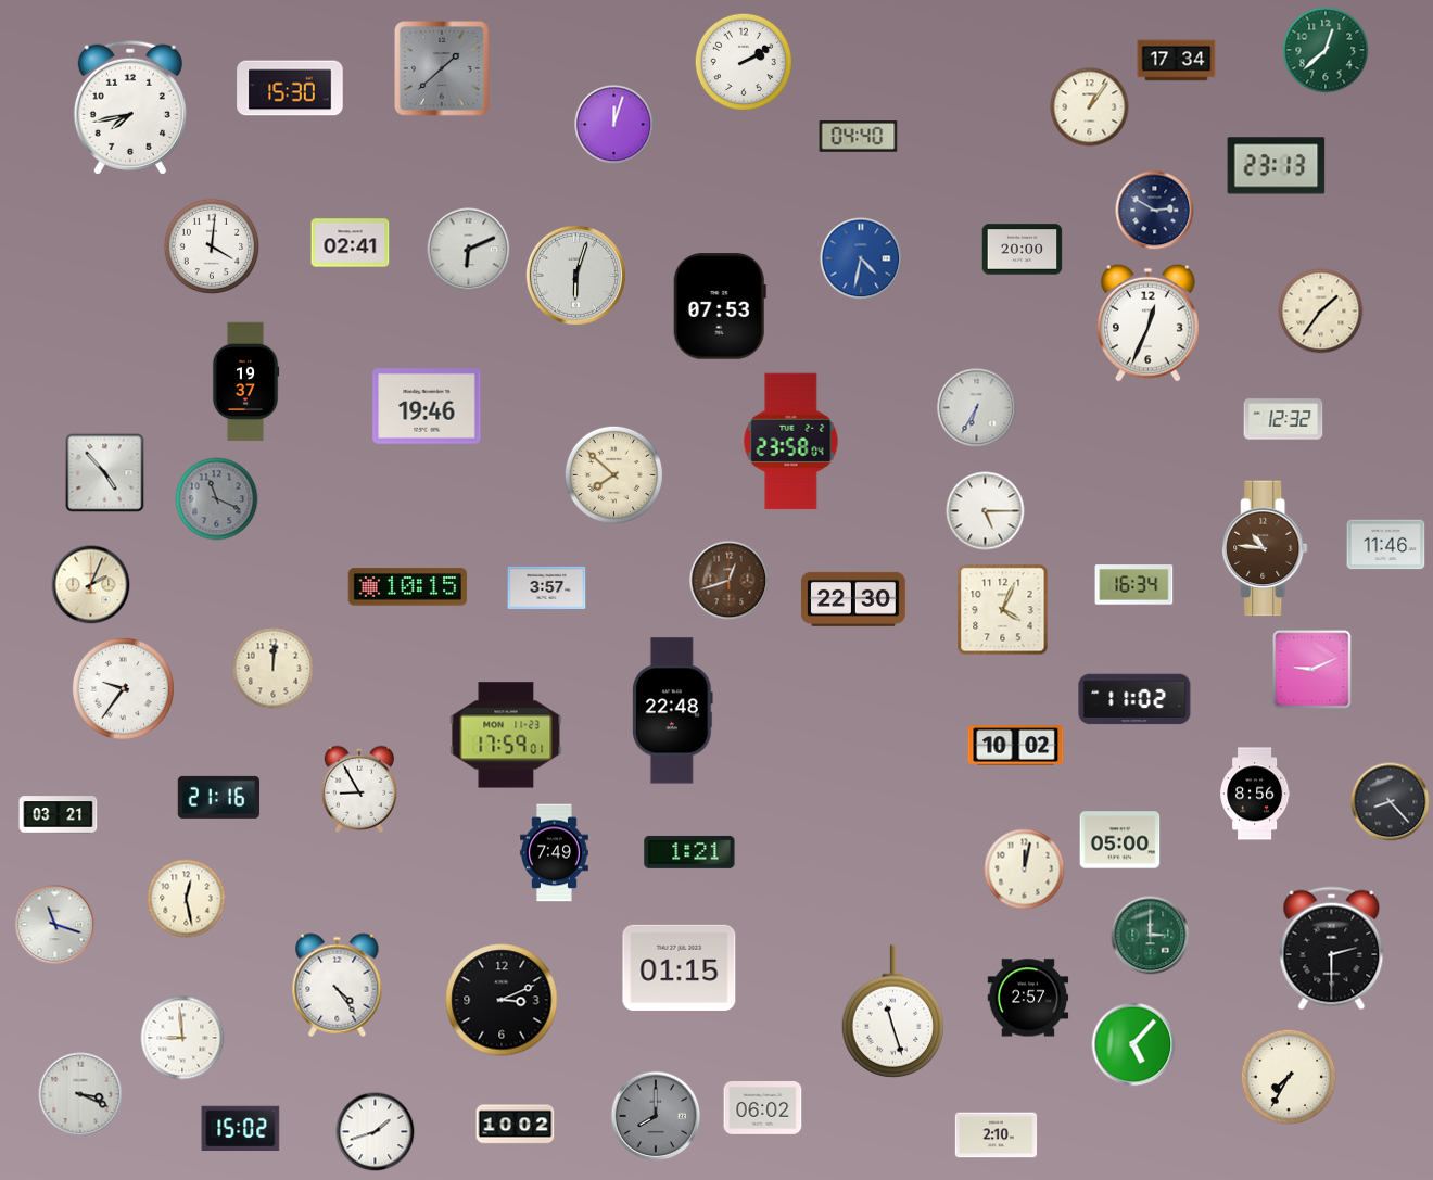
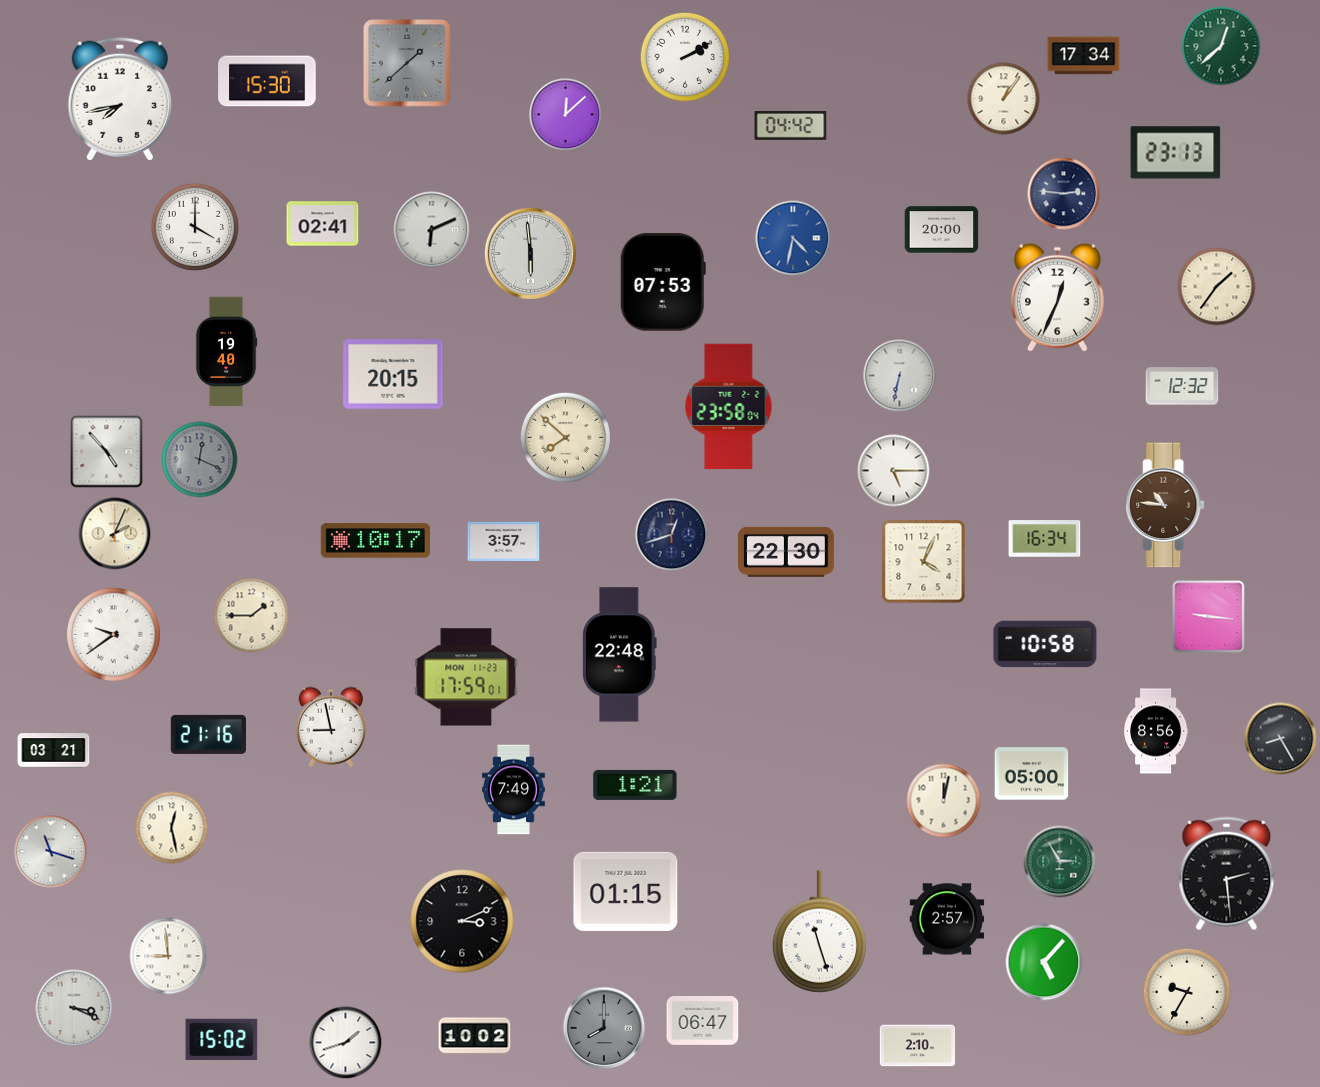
clock at (614, 125): 12:03 -> 12:08
clock at (859, 137): 04:40 -> 04:42
clock at (1155, 211): 2:50 -> 2:46
clock at (212, 246): 4:01 -> 4:00
clock at (575, 275): 6:03 -> 5:59
clock at (245, 382): 19:37 -> 19:40
clock at (427, 407): 19:46 -> 20:15
clock at (977, 408): 6:35 -> 6:32
clock at (105, 473) position: (105, 473) -> (107, 452)
clock at (217, 499): 11:19 -> 12:19
clock at (986, 511) position: (986, 511) -> (894, 471)
clock at (1386, 545): 11:46 -> none
clock at (730, 581) dial: brown -> navy
clock at (91, 585) position: (91, 585) -> (115, 534)
clock at (408, 587): 10:15 -> 10:17
clock at (274, 669): 12:01 -> 1:45
clock at (1312, 670): 9:11 -> 9:16
clock at (123, 688): 9:36 -> 9:39
clock at (1134, 699): 11:02 -> 10:58
clock at (1016, 746): 10:02 -> none
clock at (359, 789): 8:55 -> 8:58
clock at (218, 797) position: (218, 797) -> (208, 734)
clock at (1391, 802): 8:23 -> 8:25
clock at (555, 853) position: (555, 853) -> (514, 790)
clock at (1151, 936): 3:00 -> 2:55
clock at (1332, 949): 2:30 -> 2:29
clock at (338, 986): 4:24 -> none
clock at (892, 1012) position: (892, 1012) -> (819, 932)
clock at (1289, 1077): 7:35 -> 9:35
clock at (763, 1108): 06:02 -> 06:47
